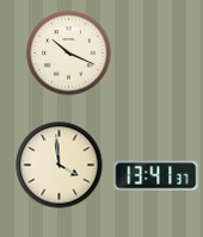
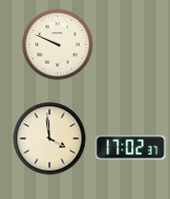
clock at (69, 54): 10:19 -> 9:49
clock at (156, 176): 13:41 -> 17:02
